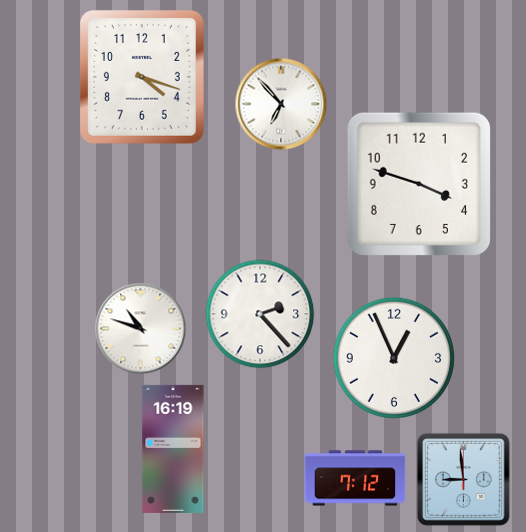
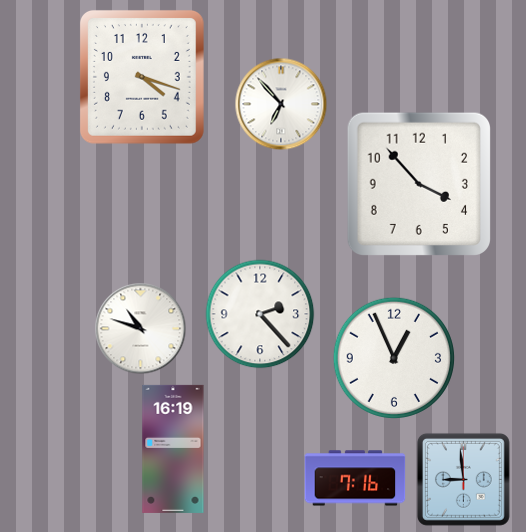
clock at (418, 183): 3:48 -> 3:53
clock at (355, 478): 7:12 -> 7:16
